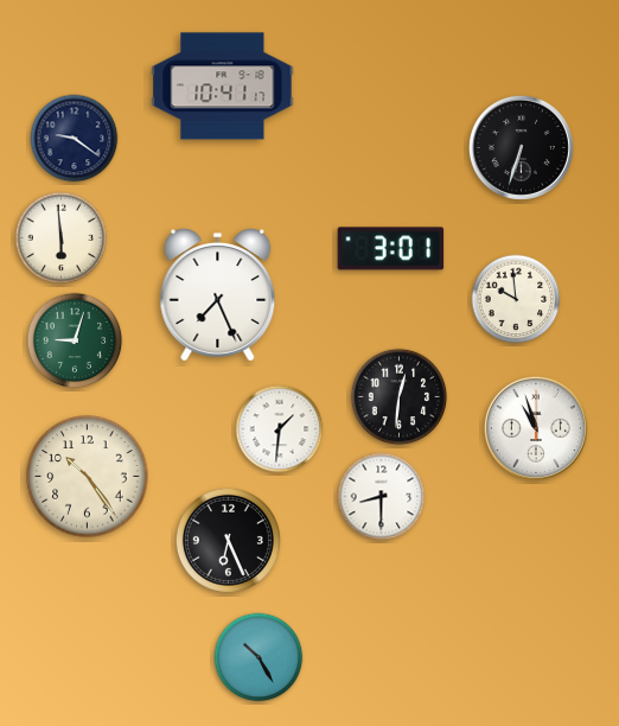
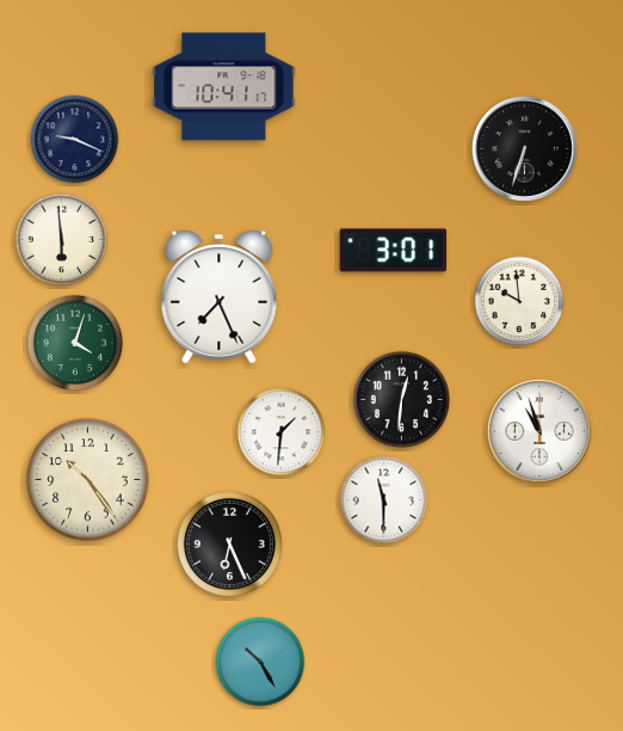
clock at (75, 139): 9:21 -> 9:19
clock at (75, 340): 9:03 -> 4:03
clock at (382, 497): 8:30 -> 11:30
